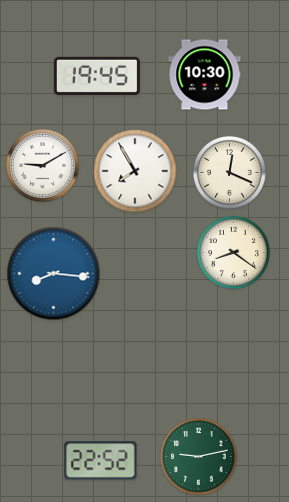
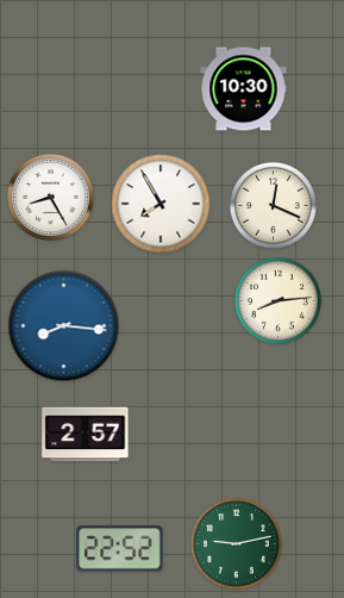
clock at (97, 76): 19:45 -> none
clock at (43, 166): 9:10 -> 8:25
clock at (234, 253): 8:21 -> 8:14
clock at (86, 435): none -> 2:57
